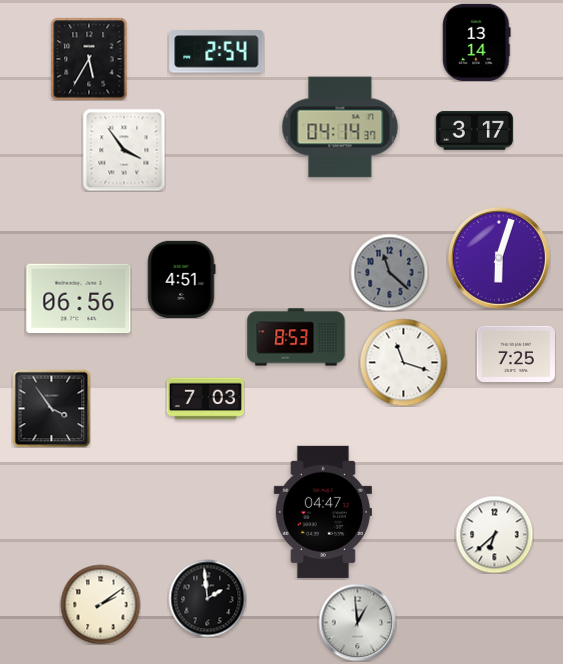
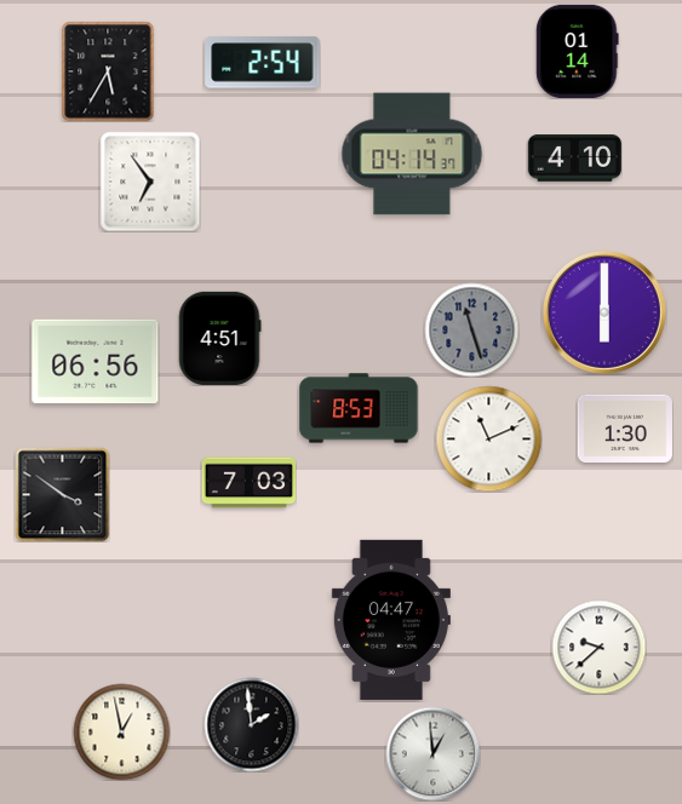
clock at (477, 42): 13:14 -> 01:14
clock at (474, 131): 3:17 -> 4:10
clock at (124, 150): 3:54 -> 6:54
clock at (499, 258): 6:03 -> 6:00
clock at (389, 272): 11:22 -> 11:27
clock at (516, 353): 7:25 -> 1:30
clock at (403, 362): 11:18 -> 11:11
clock at (51, 408): 3:54 -> 3:51
clock at (494, 534): 6:38 -> 9:38
clock at (100, 604): 2:09 -> 12:58
